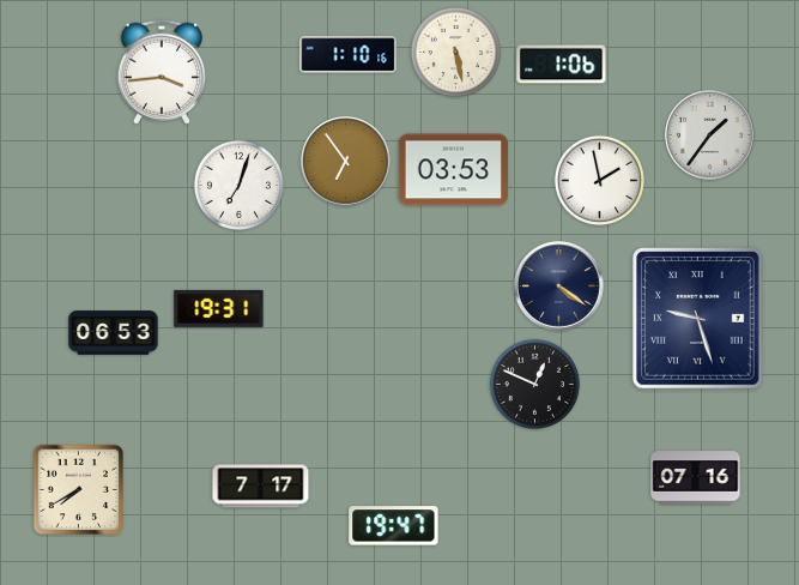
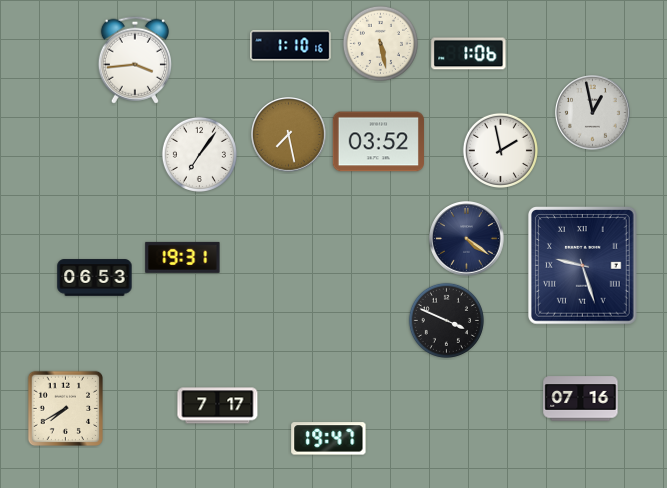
clock at (710, 135): 1:36 -> 12:58
clock at (346, 162): 6:54 -> 7:28
clock at (453, 170): 03:53 -> 03:52
clock at (238, 185): 7:03 -> 7:06
clock at (534, 384): 12:49 -> 3:49
